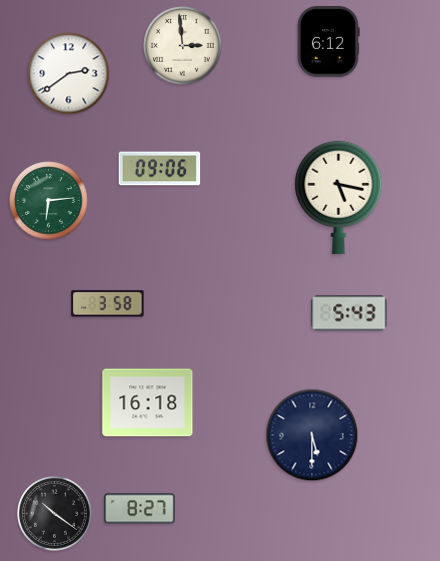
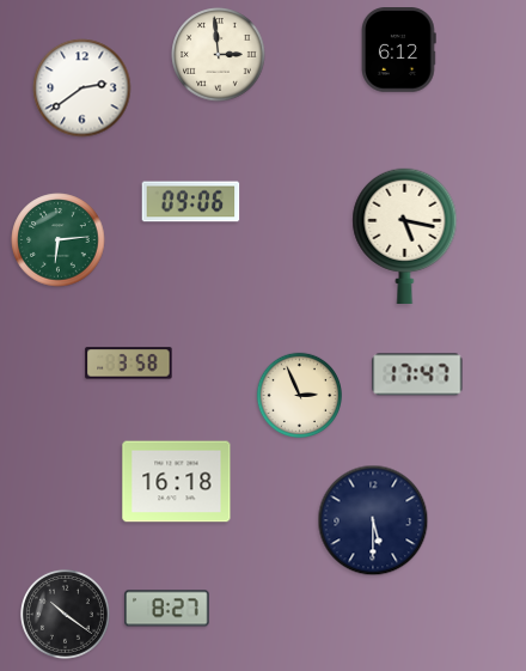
clock at (329, 42) position: (329, 42) -> (399, 50)
clock at (349, 313): 5:43 -> 17:47
clock at (299, 395): none -> 2:56
